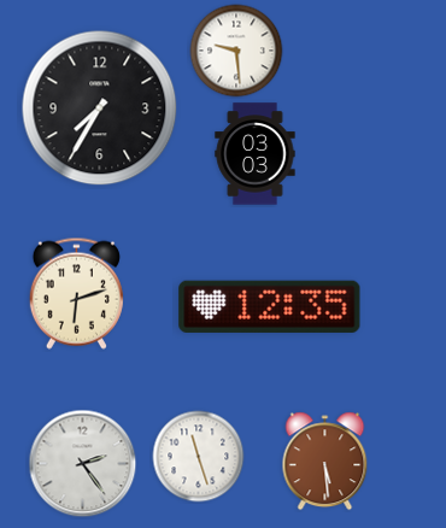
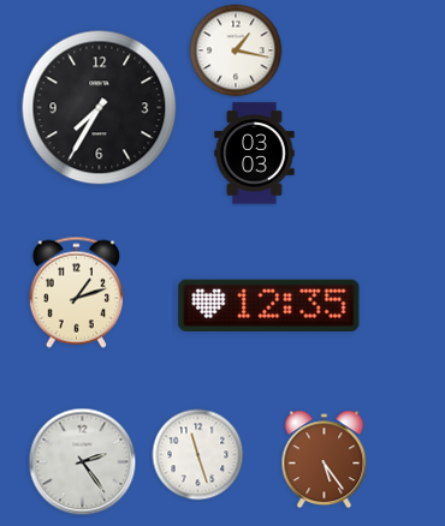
clock at (236, 51): 9:29 -> 1:17
clock at (76, 293): 6:12 -> 1:12
clock at (325, 462): 5:29 -> 5:24
